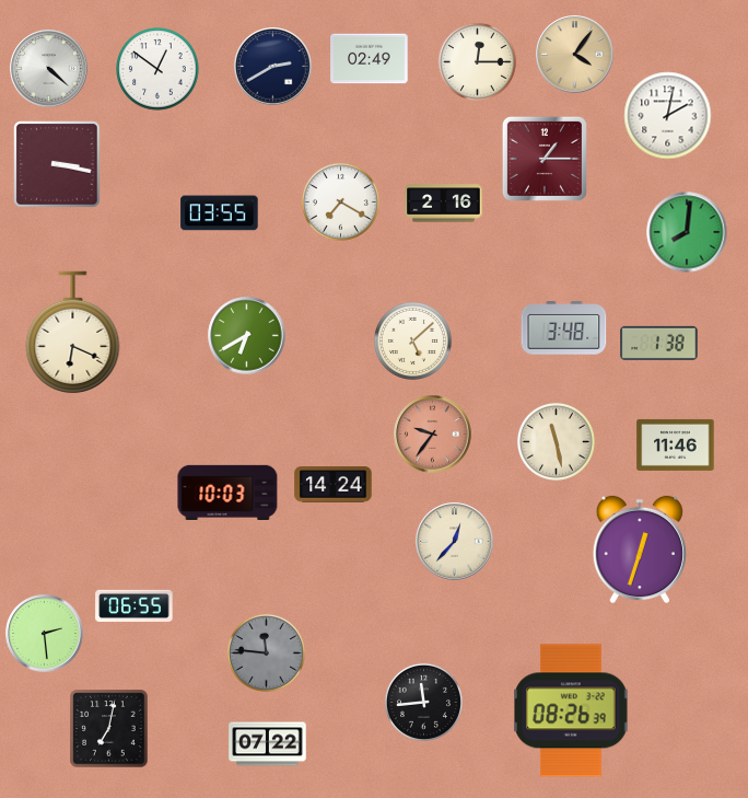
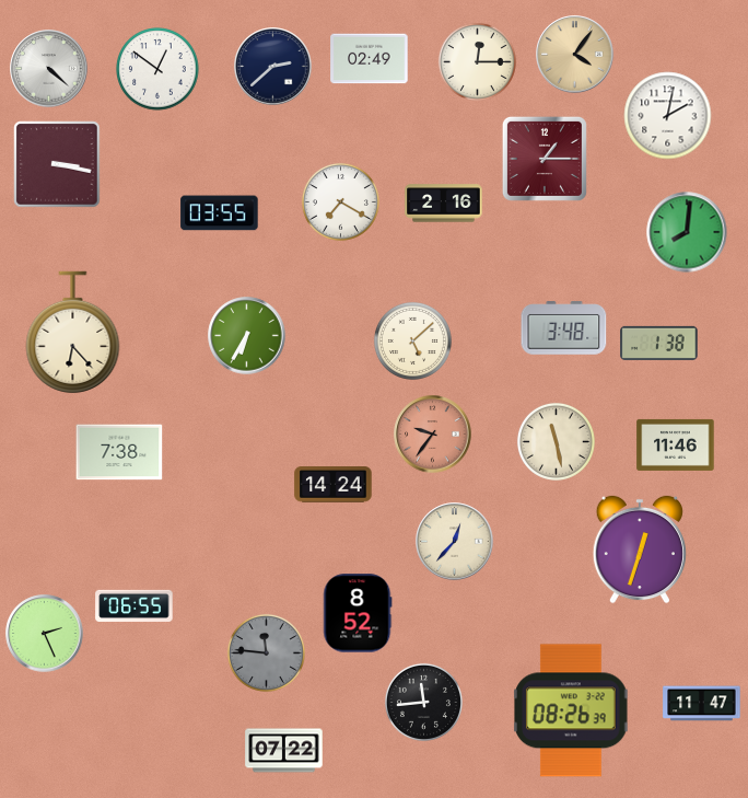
clock at (273, 67): 2:40 -> 2:38
clock at (73, 333): 6:19 -> 6:23
clock at (247, 336): 6:40 -> 6:35
clock at (119, 452): none -> 7:38
clock at (227, 491): 10:03 -> none
clock at (358, 613): none -> 8:52
clock at (45, 634): 2:29 -> 2:26
clock at (702, 704): none -> 11:47
clock at (109, 729): 7:02 -> none
clock at (268, 744) position: (268, 744) -> (284, 751)
